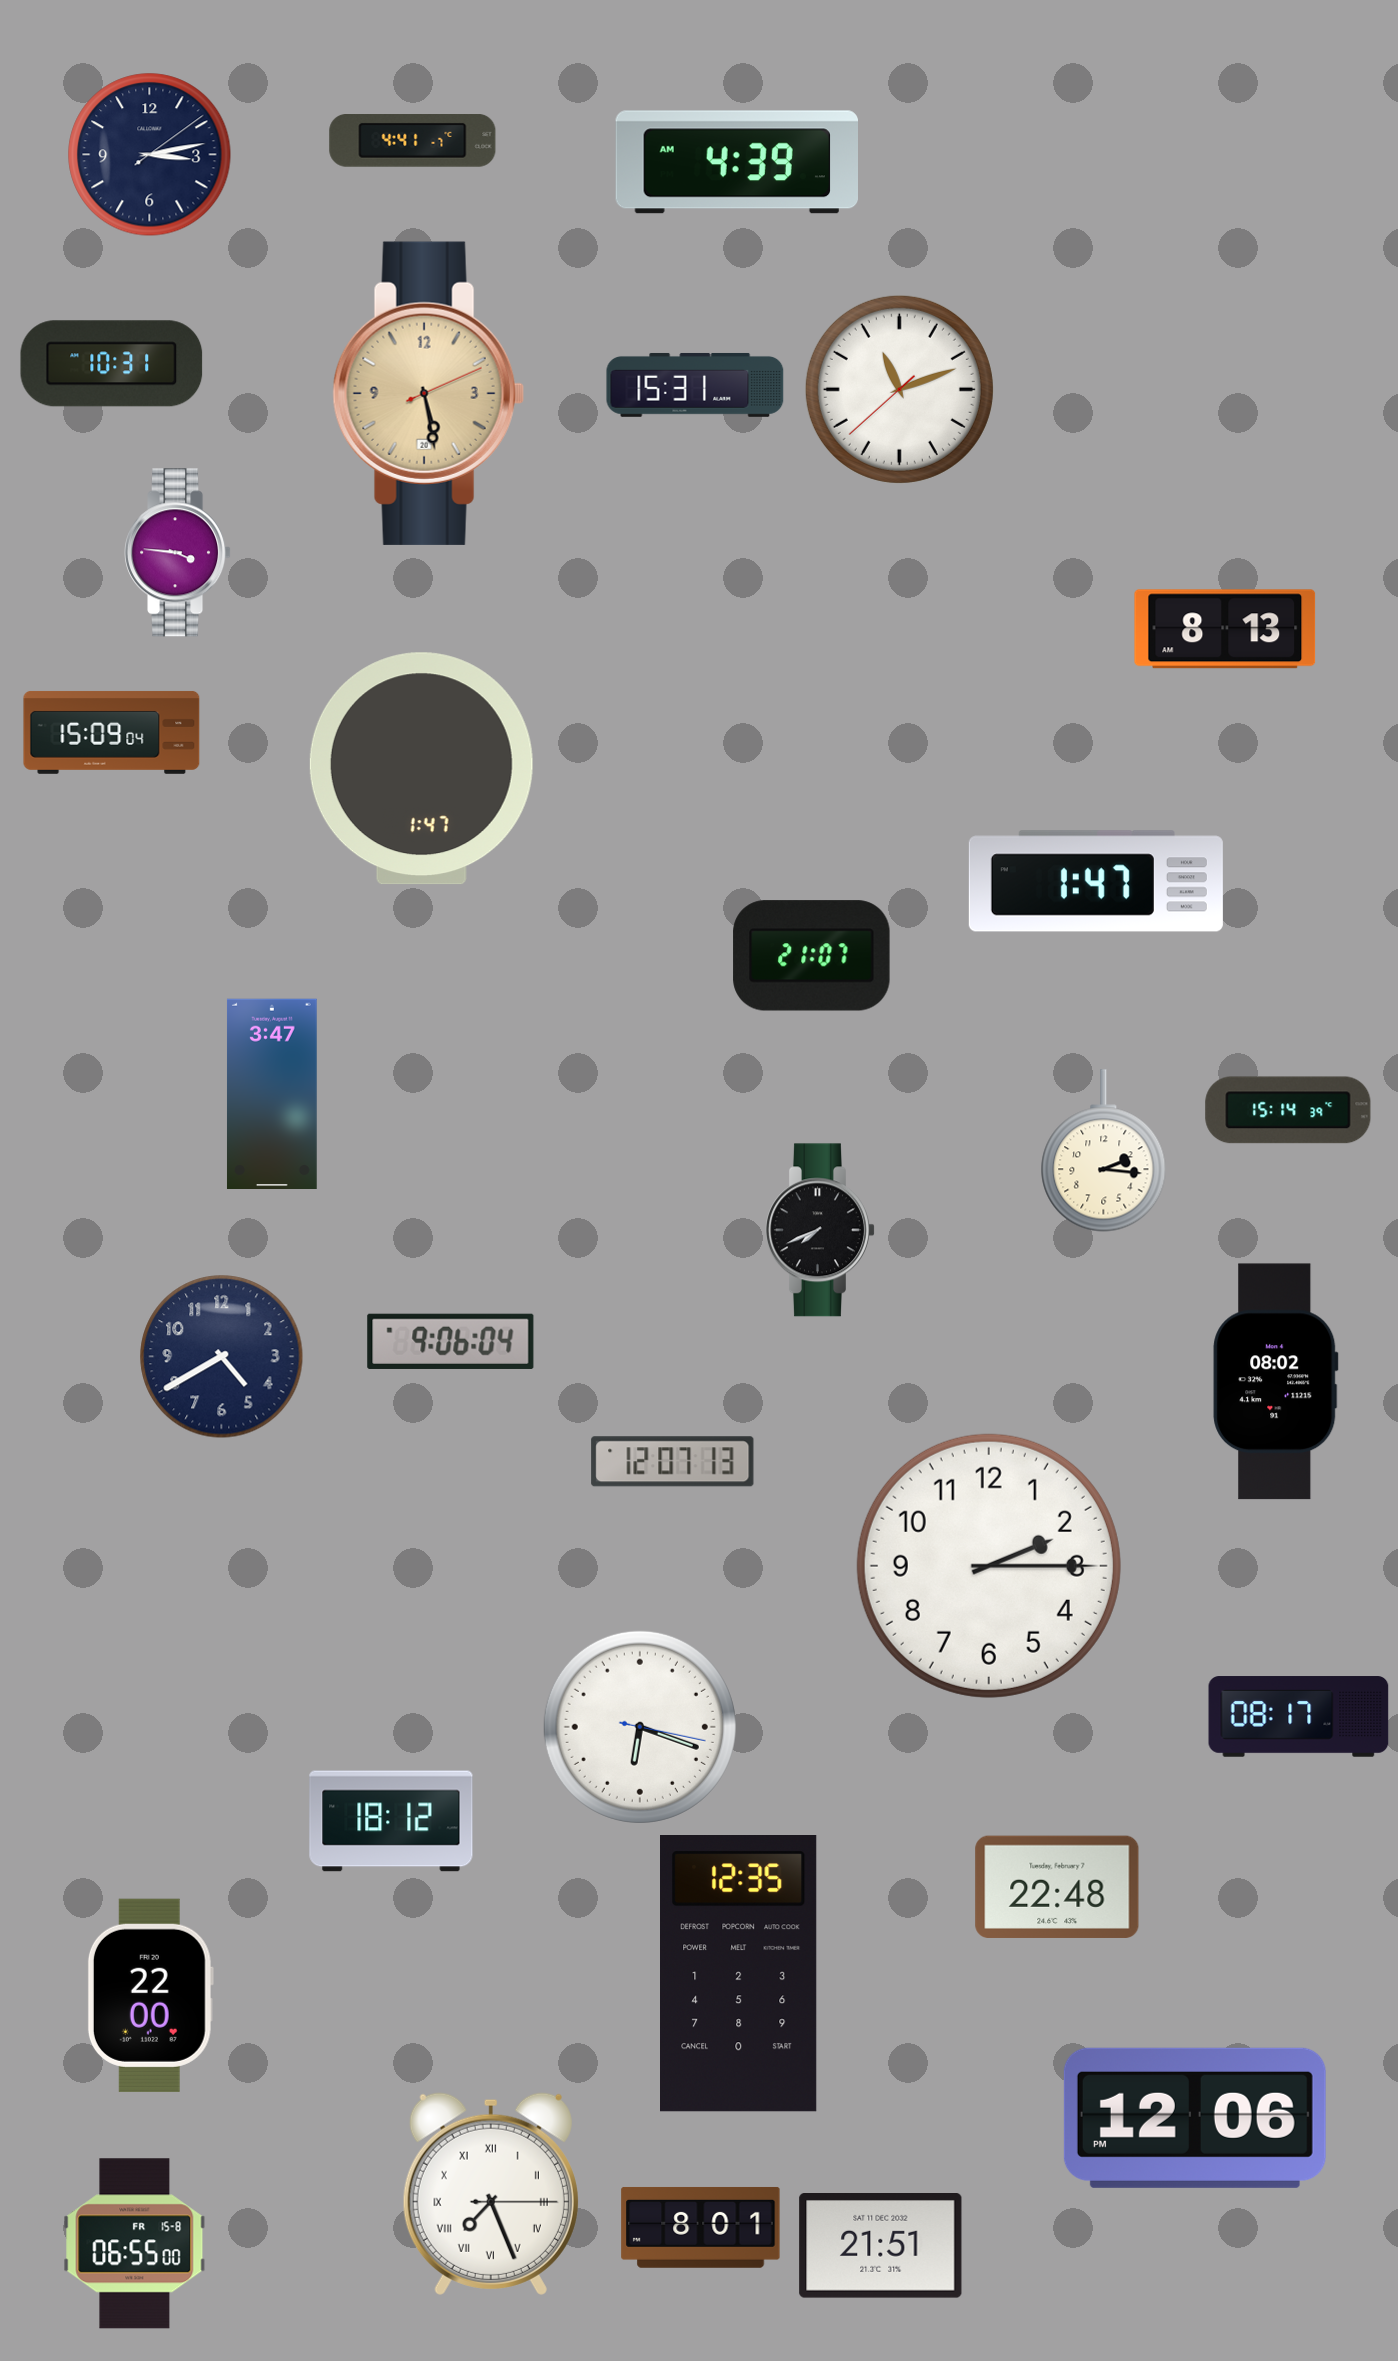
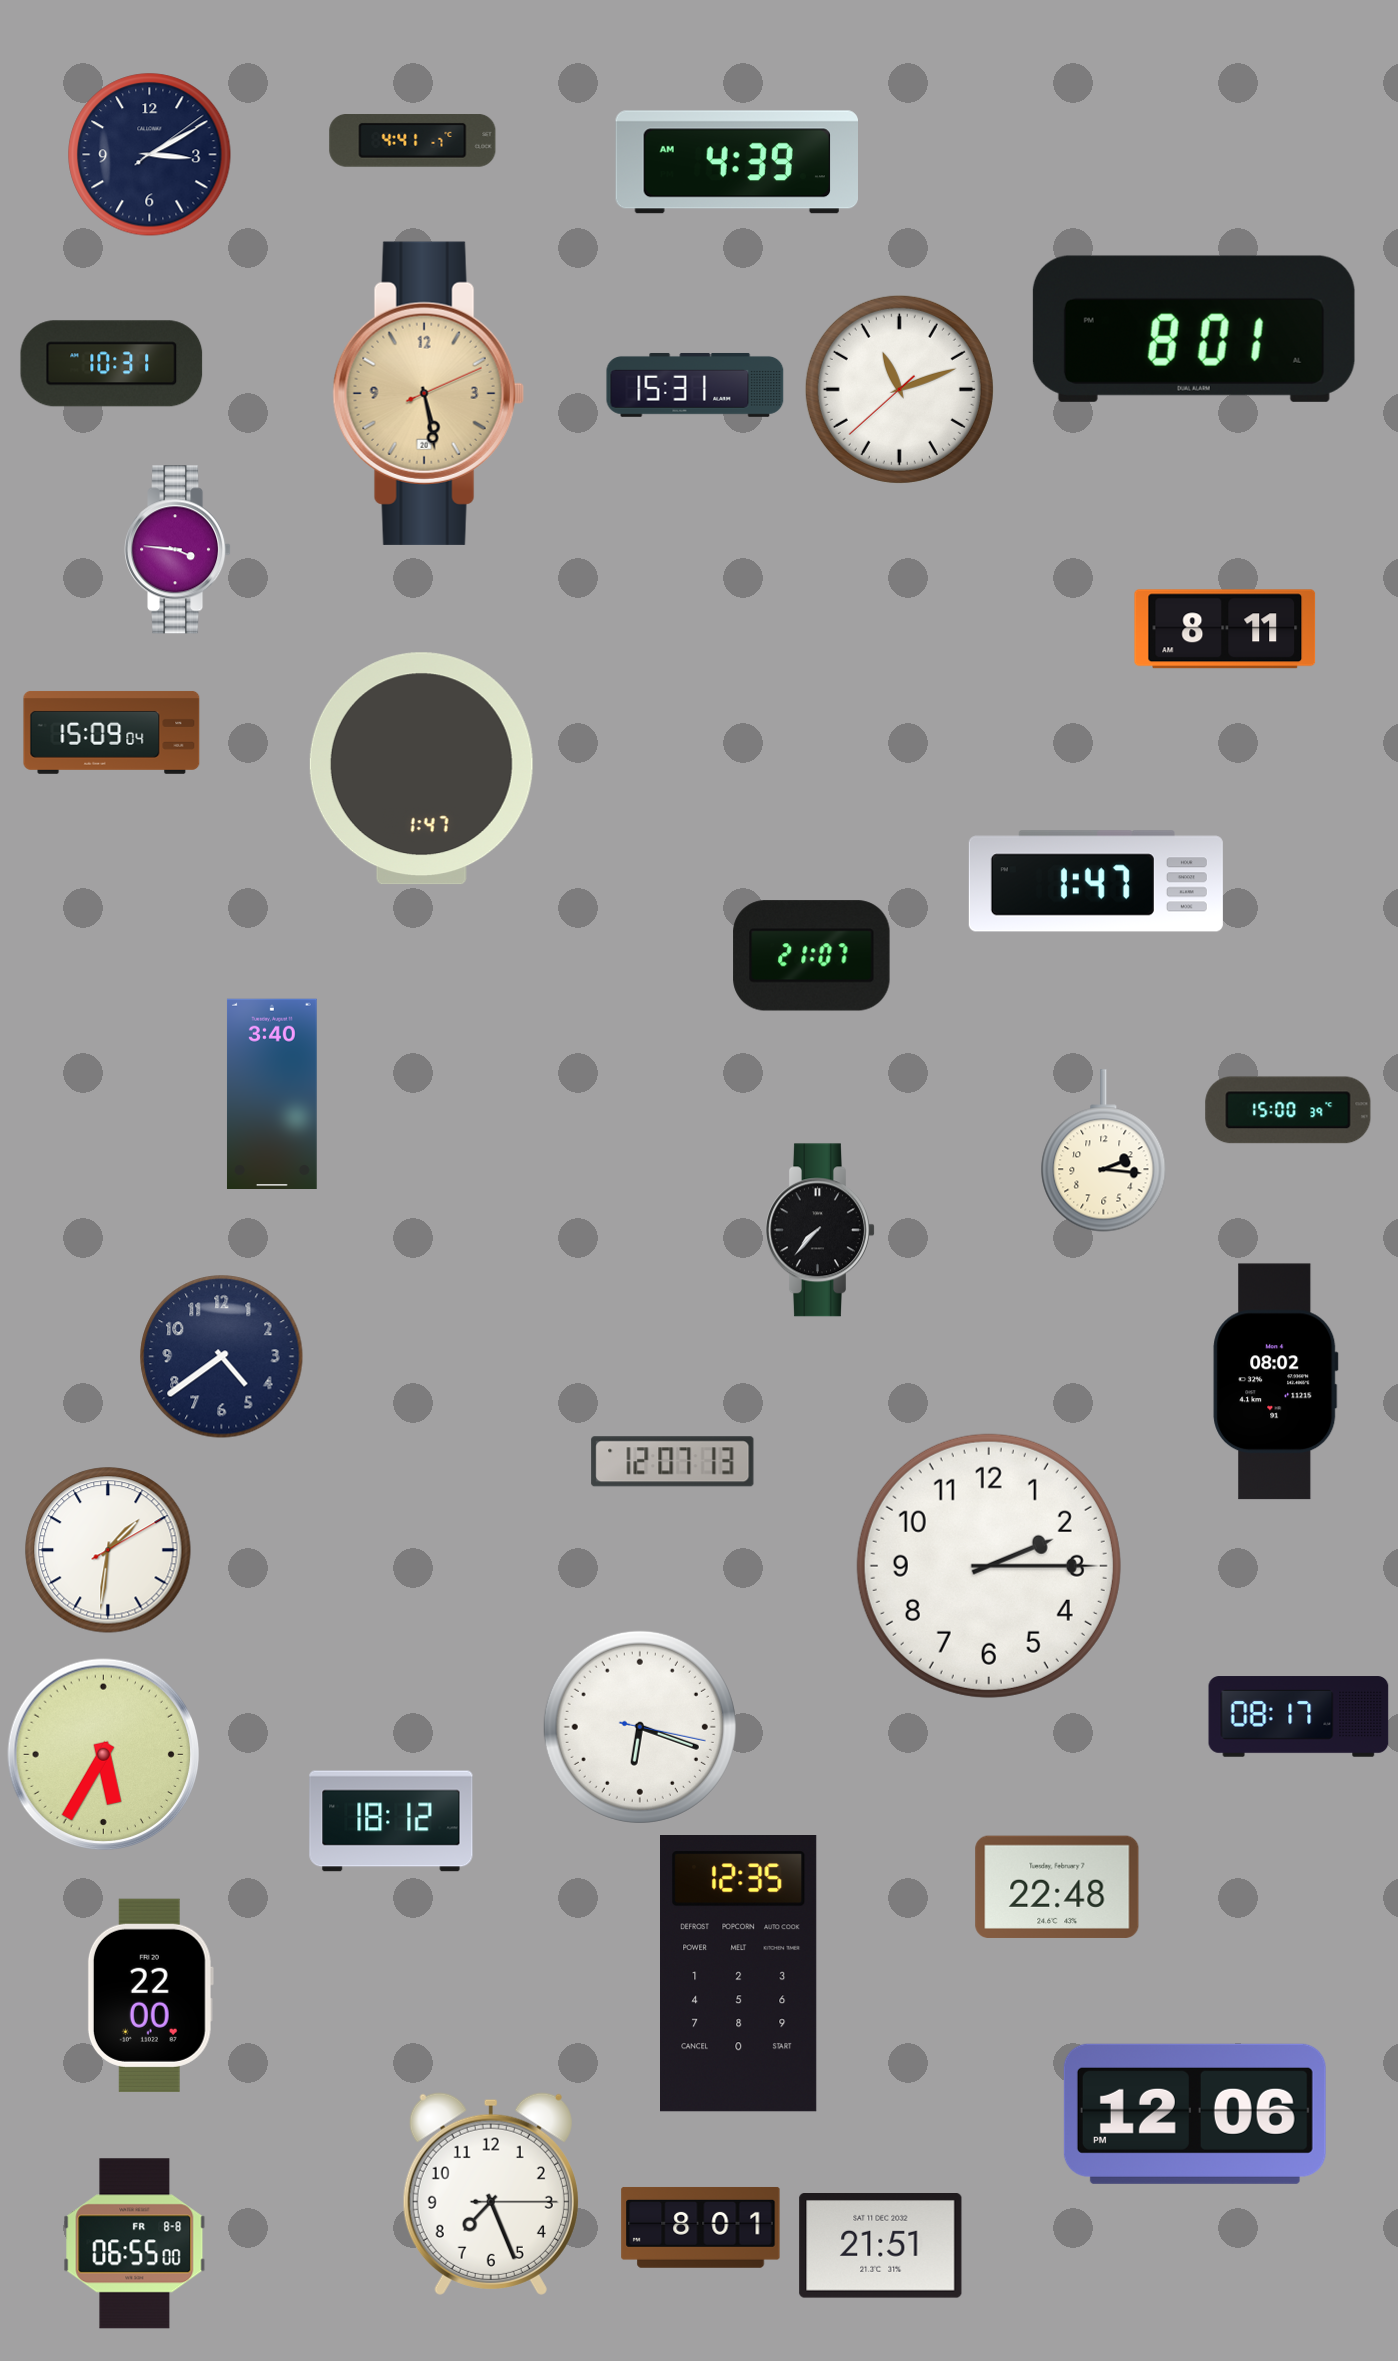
clock at (150, 155): 3:13 -> 3:10
clock at (1194, 329): none -> 8:01
clock at (179, 553) position: (179, 553) -> (179, 550)
clock at (1225, 629): 8:13 -> 8:11
clock at (272, 1093): 3:47 -> 3:40
clock at (1288, 1110): 15:14 -> 15:00
clock at (821, 1230): 7:41 -> 7:37
clock at (451, 1341): 9:06 -> none
clock at (222, 1357): 4:40 -> 4:39
clock at (108, 1550): none -> 1:31
clock at (104, 1755): none -> 5:35
clock at (1195, 2118) position: (1195, 2118) -> (1195, 2114)
clock at (491, 2194) numerals: Roman -> Arabic
clock at (135, 2244) date: FR 15-8 -> FR 8-8
